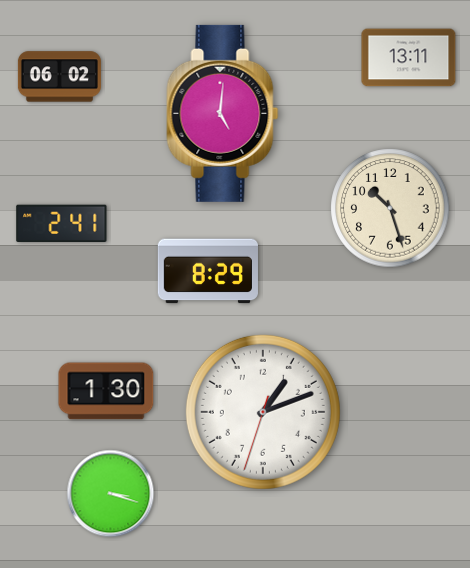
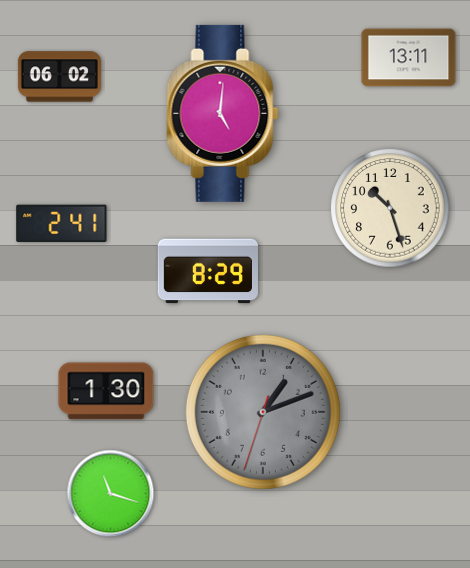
clock at (263, 412) dial: white -> grey
clock at (111, 494): 3:18 -> 11:18
